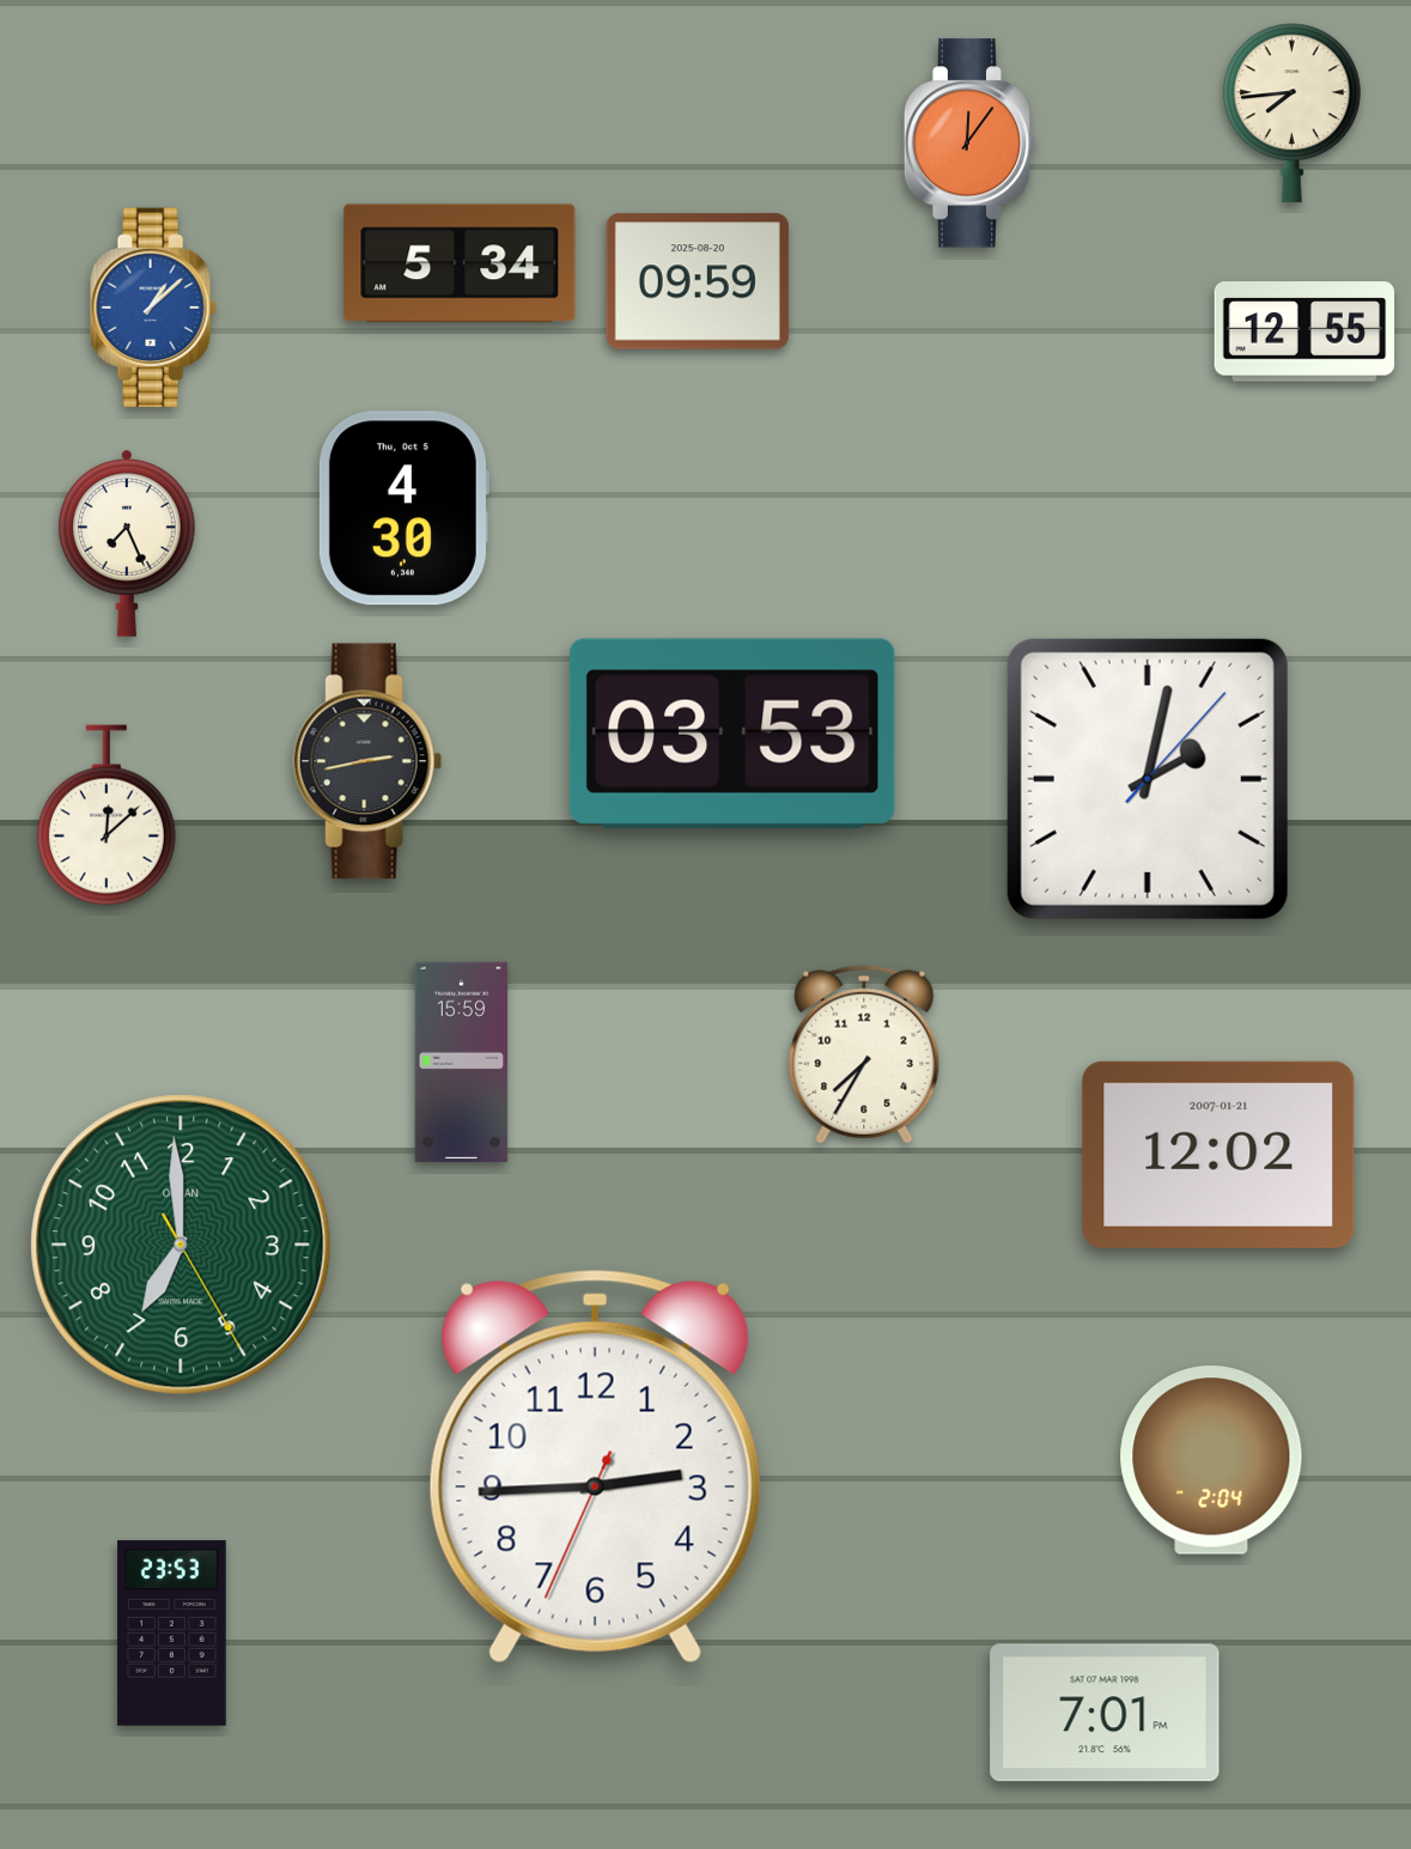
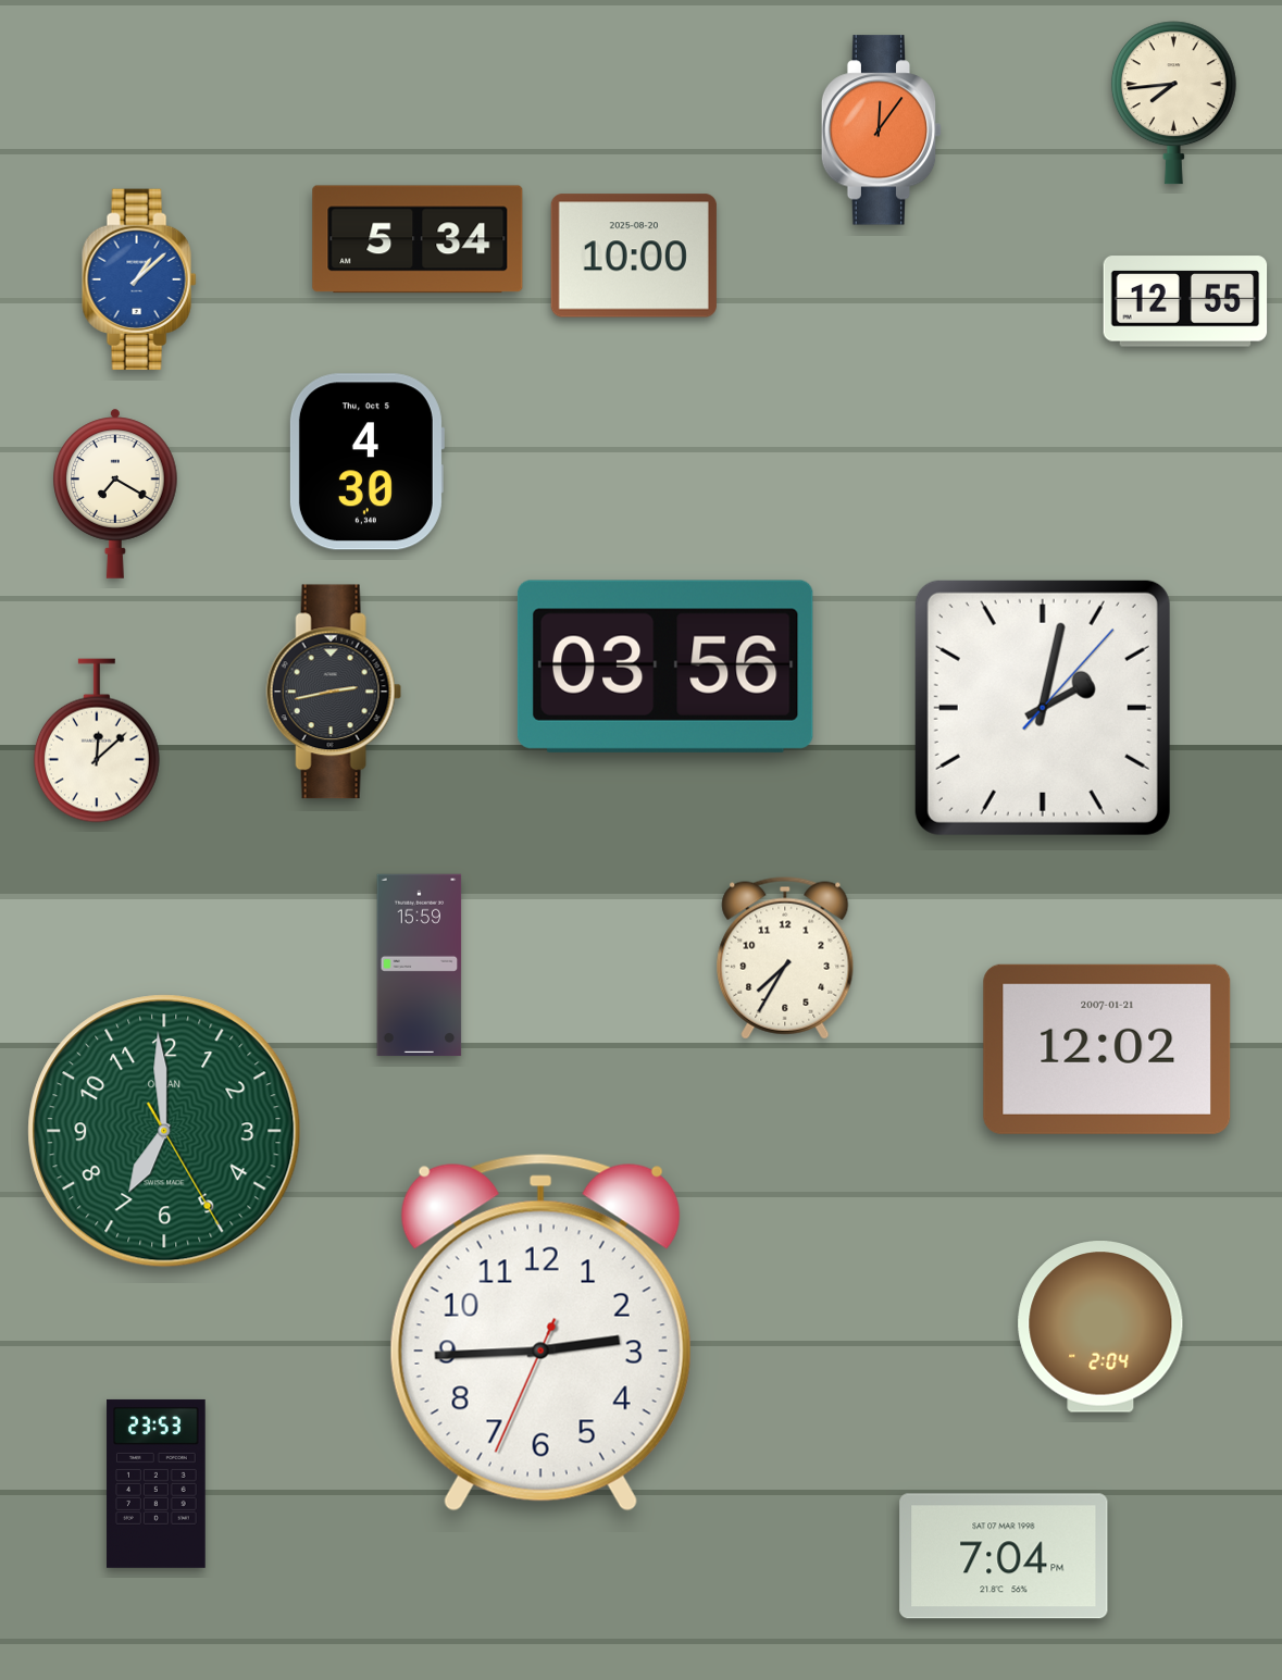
clock at (698, 281): 09:59 -> 10:00
clock at (128, 543): 7:26 -> 7:20
clock at (732, 734): 03:53 -> 03:56
clock at (1105, 1713): 7:01 -> 7:04
